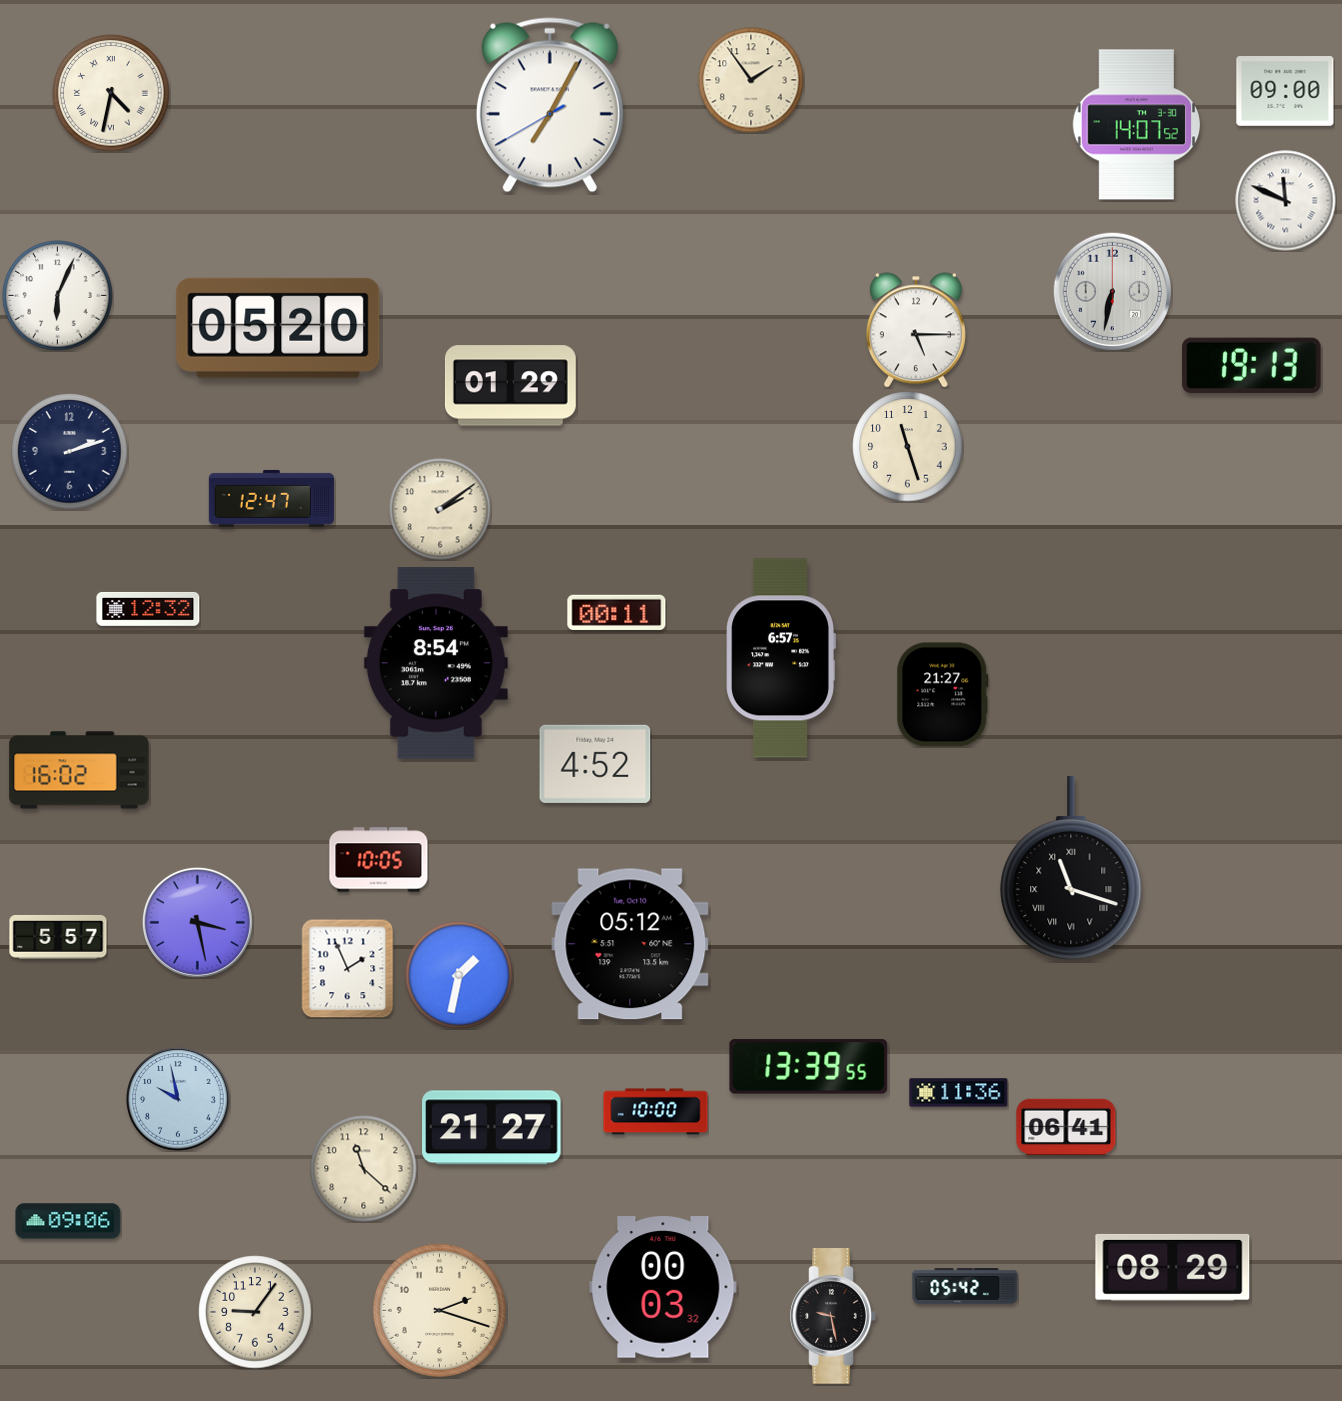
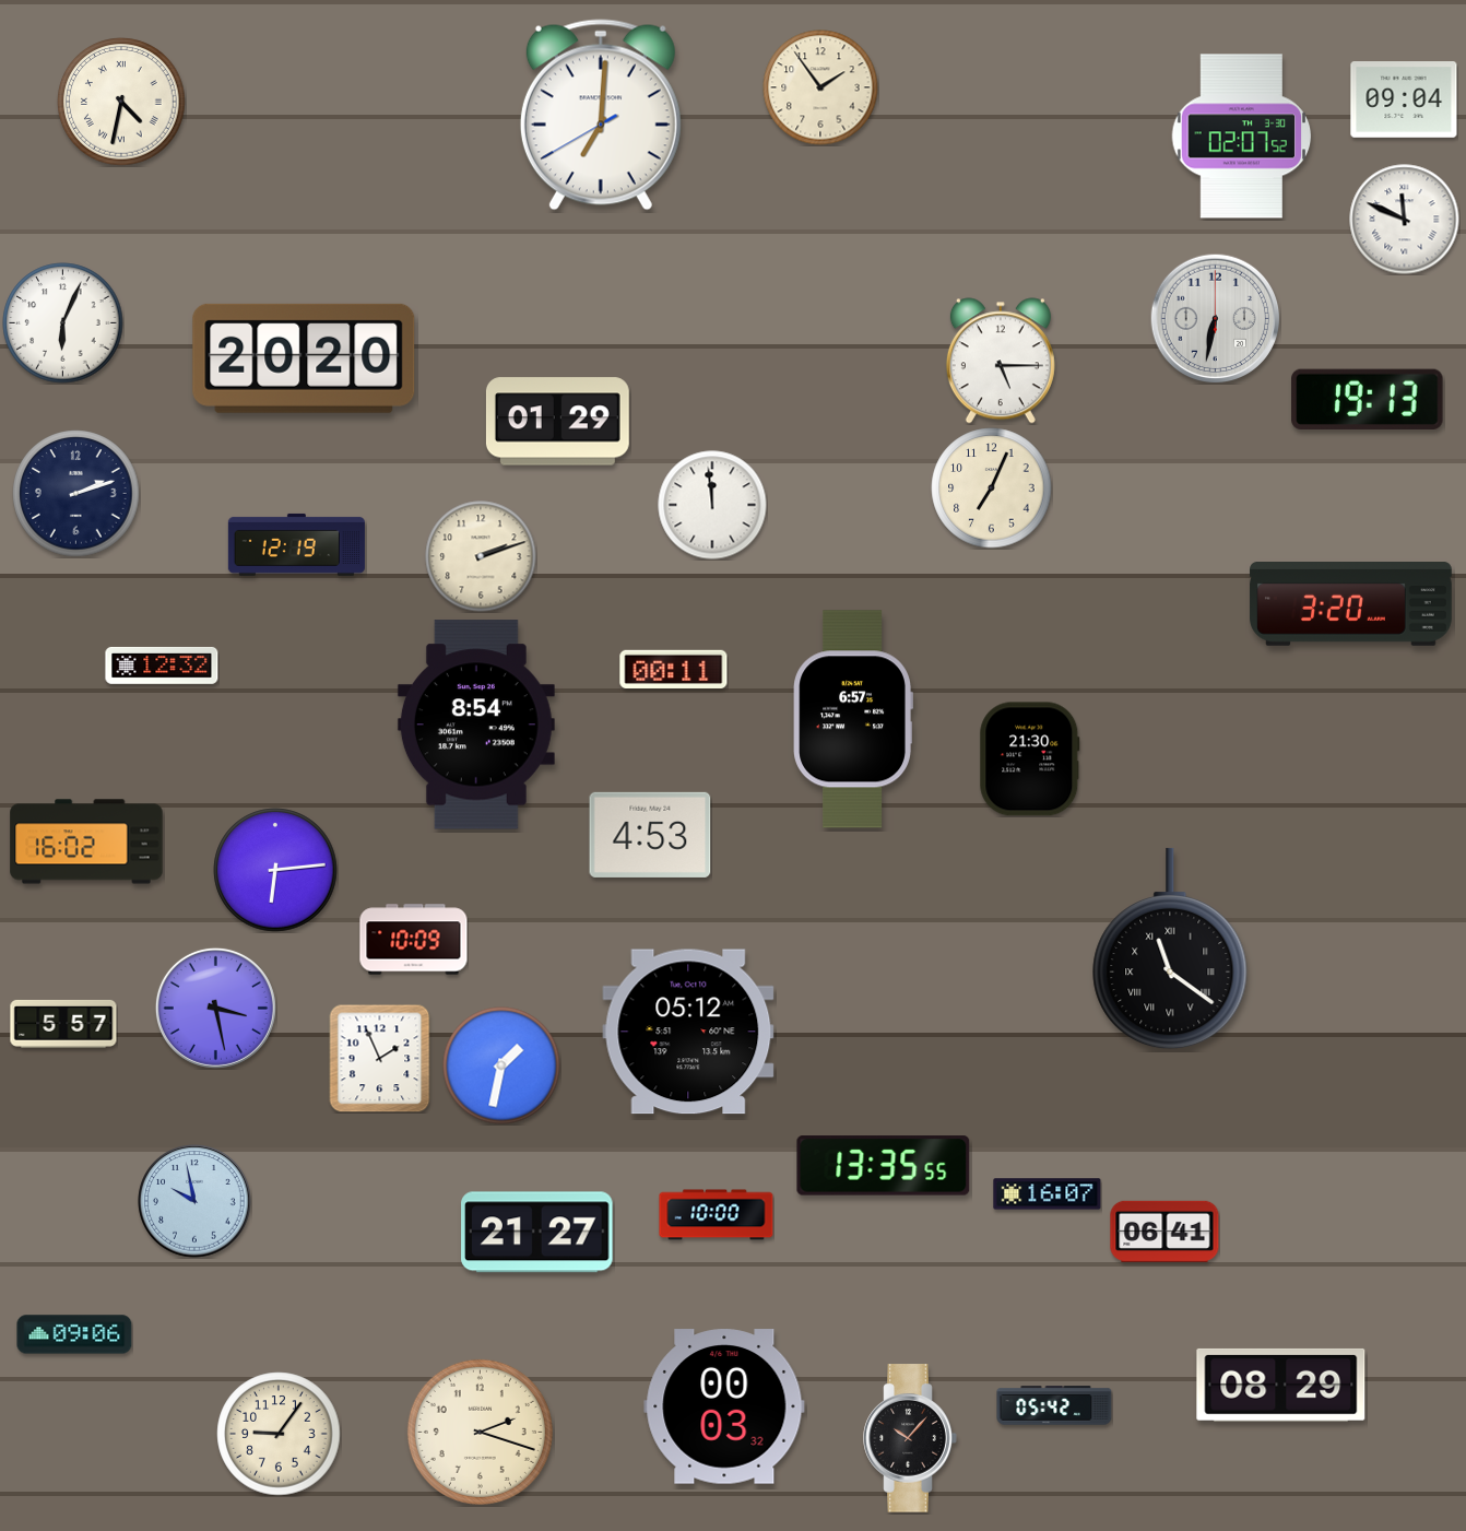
clock at (1285, 92): 09:00 -> 09:04
clock at (550, 105): 7:04 -> 7:00
clock at (1137, 125): 14:07 -> 02:07
clock at (278, 328): 05:20 -> 20:20
clock at (908, 447): 11:27 -> 7:04
clock at (712, 505): none -> 11:59
clock at (271, 498): 12:47 -> 12:19
clock at (440, 509): 2:09 -> 2:12
clock at (1351, 604): none -> 3:20
clock at (943, 695): 21:27 -> 21:30
clock at (595, 764): 4:52 -> 4:53
clock at (275, 870): none -> 6:14
clock at (379, 860): 10:05 -> 10:09
clock at (1071, 868): 11:18 -> 11:21
clock at (809, 1067): 13:39 -> 13:35
clock at (959, 1093): 11:36 -> 16:07
clock at (364, 1169): 11:22 -> none
clock at (833, 1316): 9:28 -> 10:07
